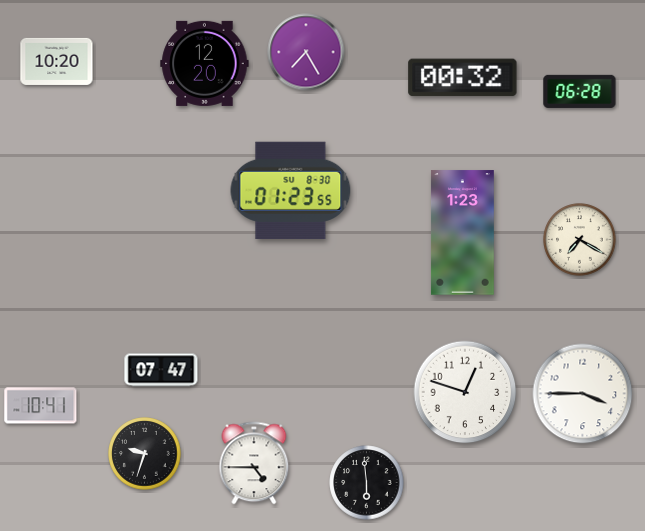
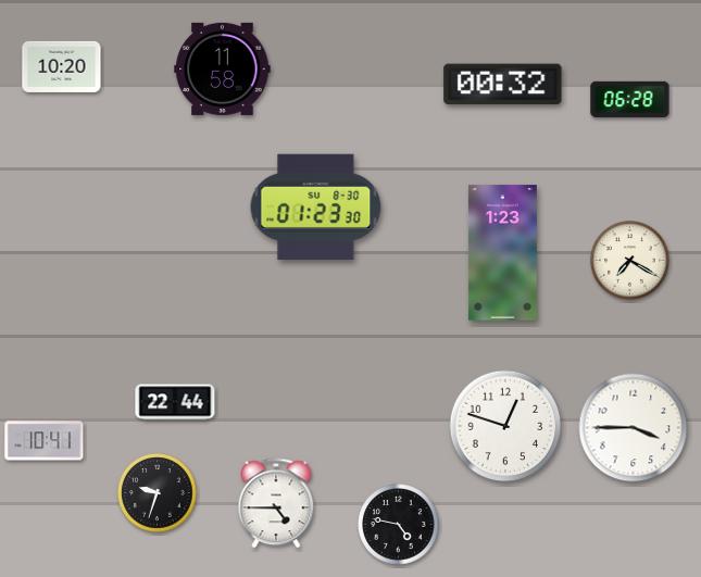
clock at (306, 52): 7:25 -> none
clock at (205, 63): 12:20 -> 11:58
clock at (291, 190): 01:23:55 -> 01:23:30
clock at (161, 370): 07:47 -> 22:44
clock at (367, 483): 5:59 -> 4:47
